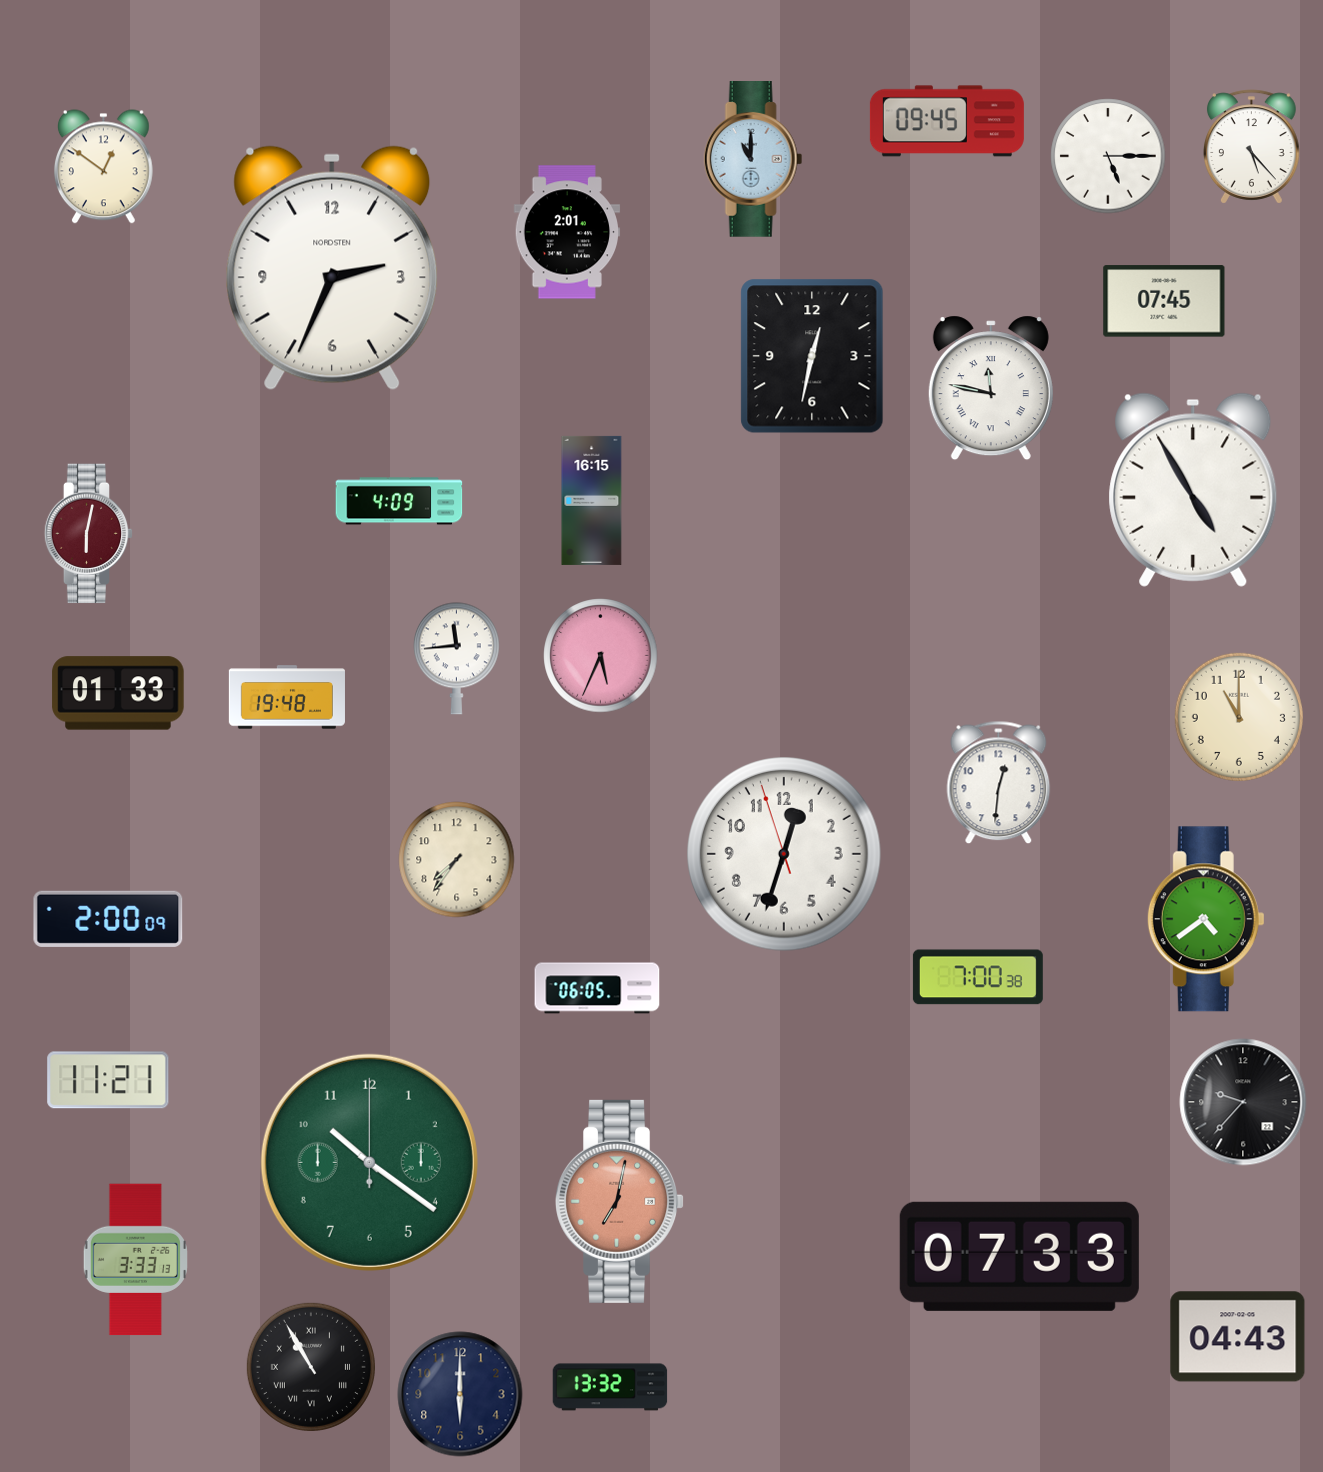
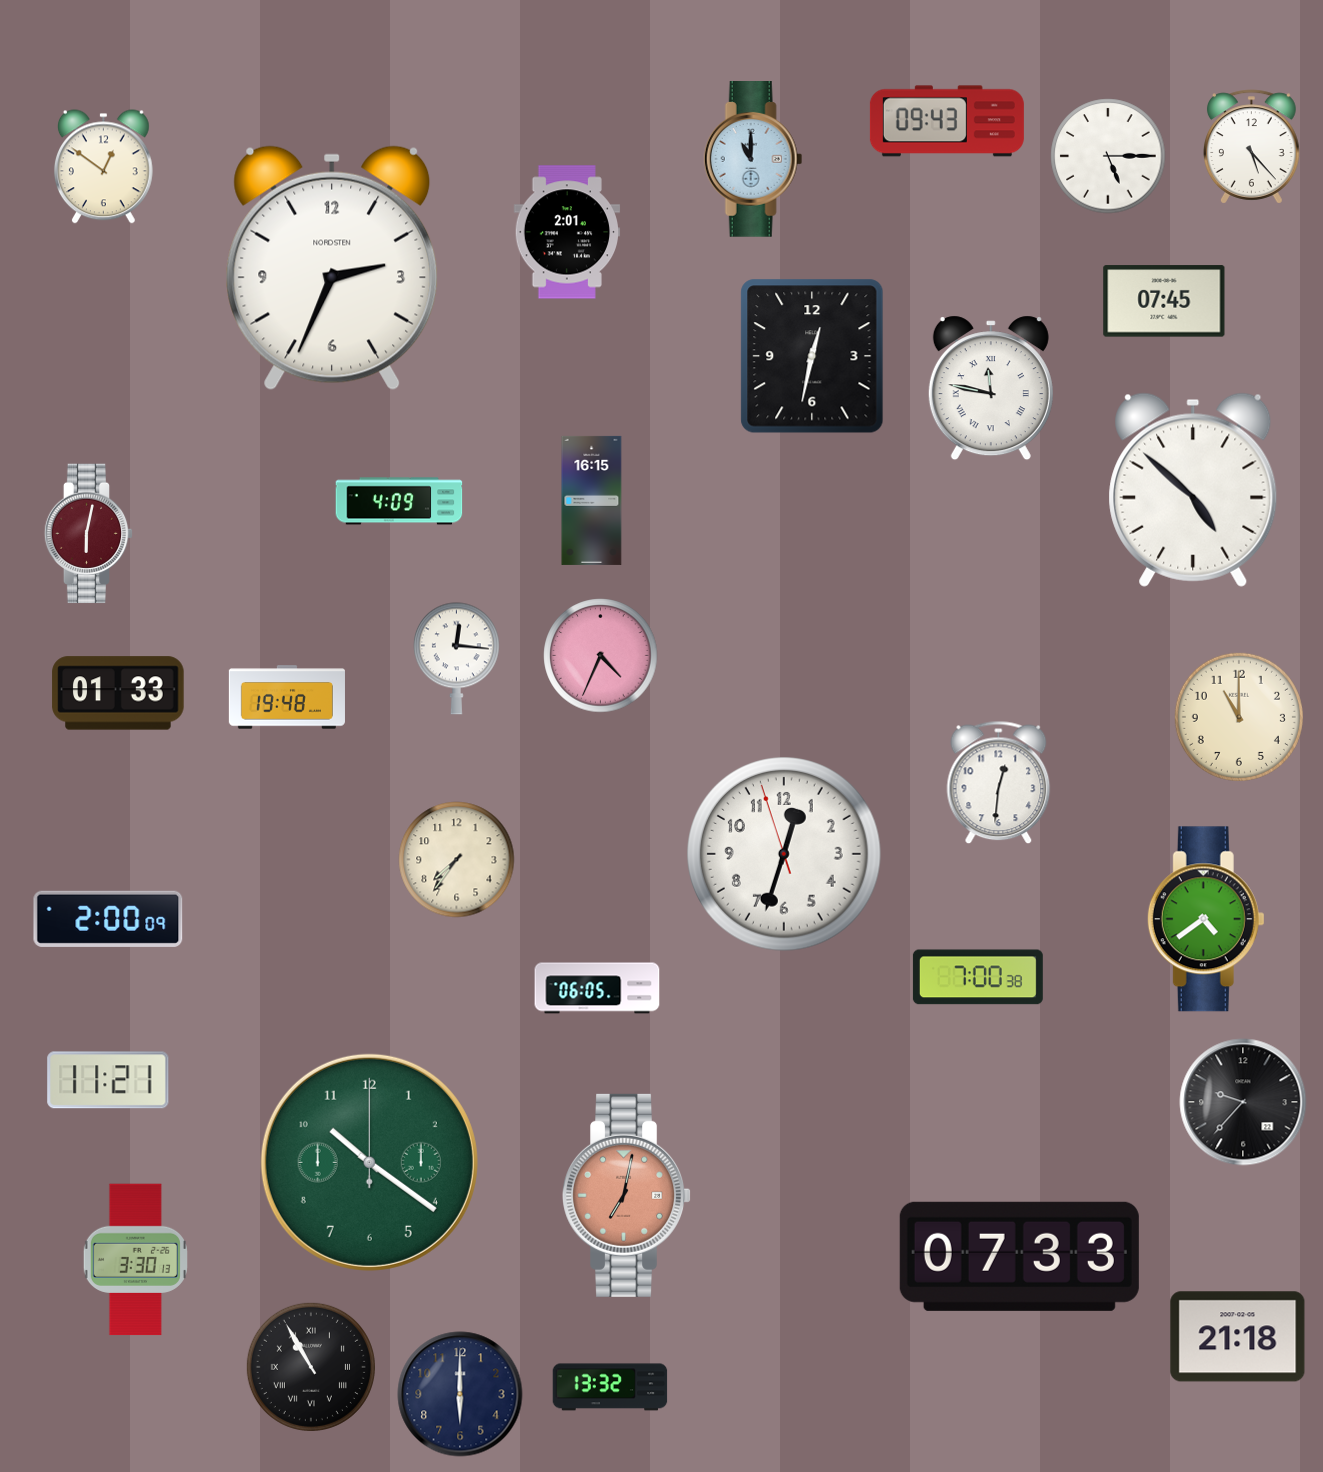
clock at (947, 121): 09:45 -> 09:43
clock at (1193, 490): 4:55 -> 4:52
clock at (601, 656): 5:34 -> 4:34
clock at (456, 658): 11:44 -> 12:16
clock at (620, 1201) position: (620, 1201) -> (627, 1195)
clock at (135, 1260): 3:33 -> 3:30
clock at (1238, 1337): 04:43 -> 21:18
